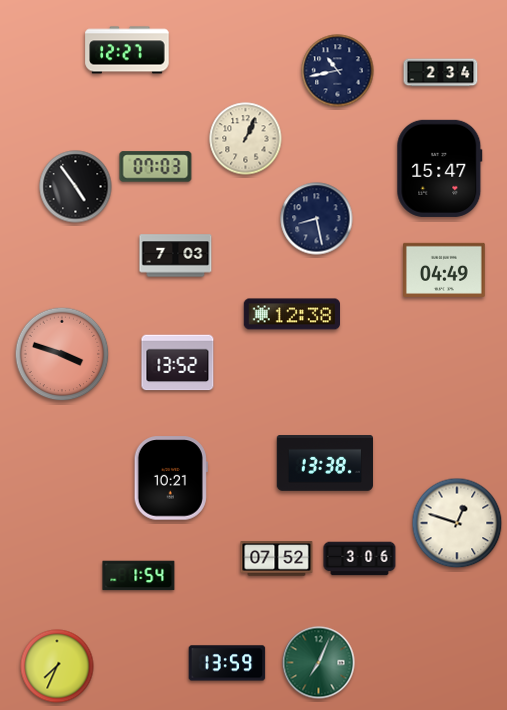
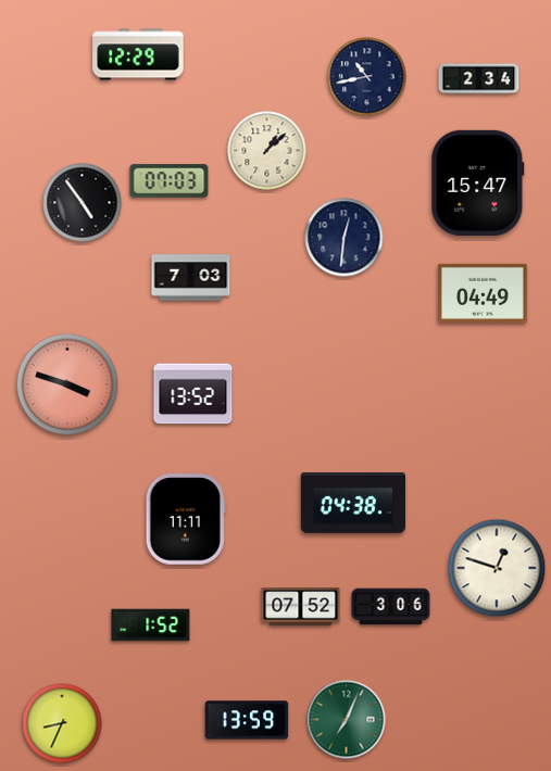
clock at (127, 50): 12:27 -> 12:29
clock at (246, 139): 1:04 -> 1:08
clock at (317, 219): 8:28 -> 12:31
clock at (291, 314): 12:38 -> none
clock at (324, 464): 13:38 -> 04:38
clock at (171, 478): 10:21 -> 11:11
clock at (139, 576): 1:54 -> 1:52
clock at (57, 666): 7:34 -> 8:34
